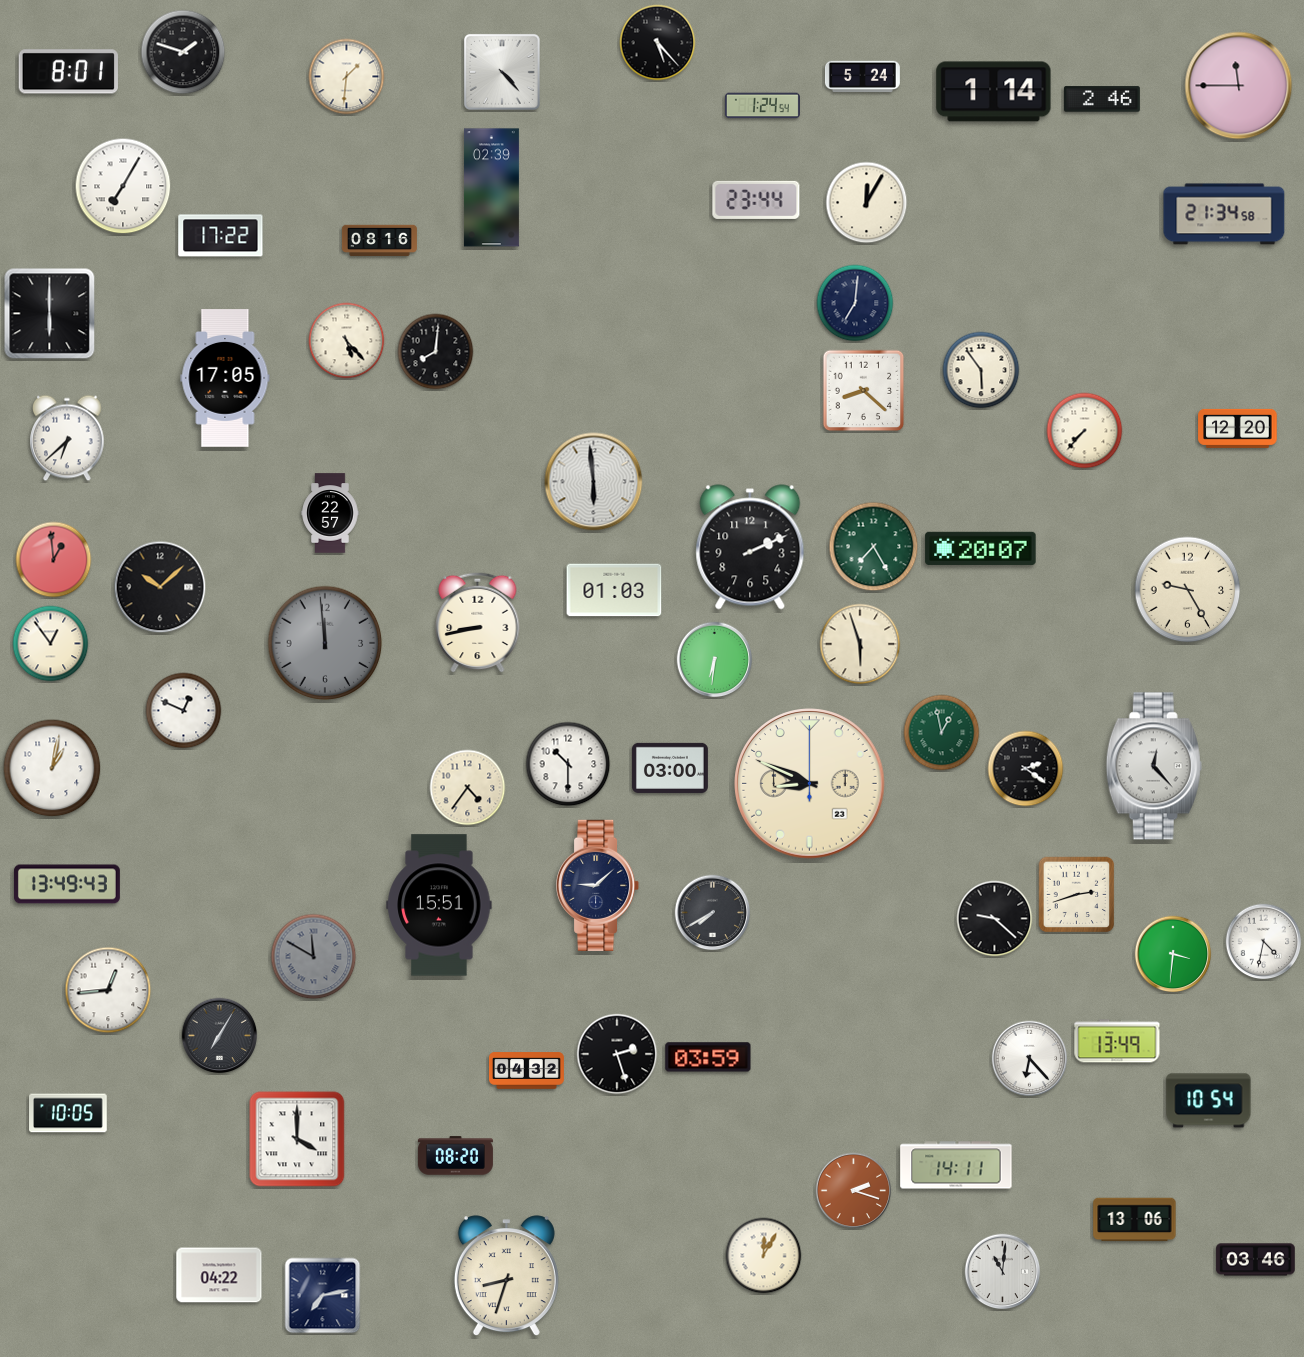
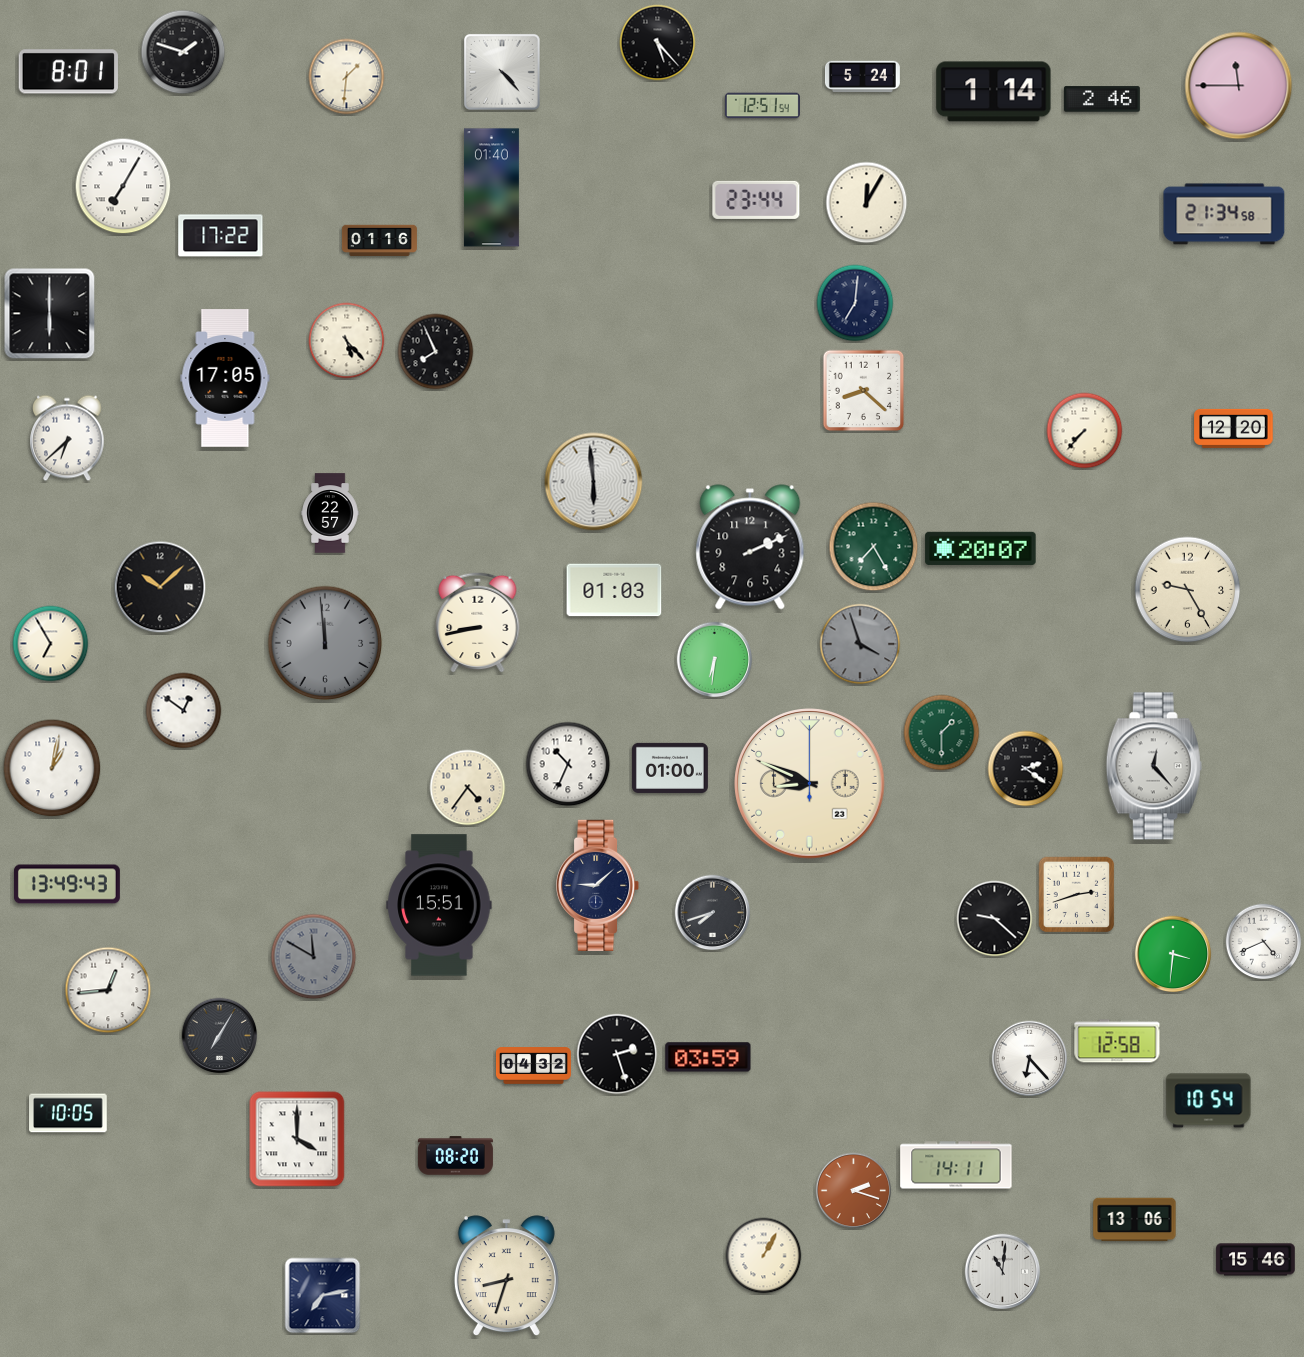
clock at (762, 106): 1:24 -> 12:51
clock at (491, 188): 02:39 -> 01:40
clock at (379, 241): 08:16 -> 01:16
clock at (436, 352): 8:01 -> 7:56
clock at (981, 370): 5:54 -> none
clock at (1238, 428) position: (1238, 428) -> (1234, 428)
clock at (54, 560): 12:59 -> none
clock at (51, 644): 12:54 -> 6:55
clock at (860, 644): 5:57 -> 3:57
clock at (860, 644) dial: cream -> grey
clock at (184, 711): 12:49 -> 12:51
clock at (942, 733): 12:58 -> 1:30
clock at (568, 764): 10:30 -> 10:34
clock at (670, 768): 03:00 -> 01:00
clock at (713, 913): 7:40 -> 7:42
clock at (1264, 942): 4:32 -> 4:41
clock at (1117, 1041): 13:49 -> 12:58
clock at (526, 1071) position: (526, 1071) -> (533, 1066)
clock at (764, 1256): 12:05 -> 1:05
clock at (1256, 1260): 03:46 -> 15:46
clock at (219, 1275): 04:22 -> none
